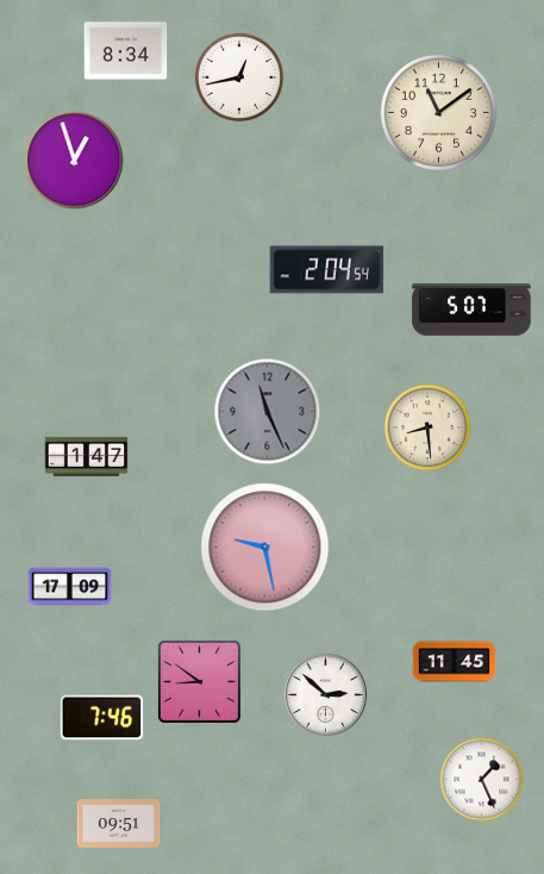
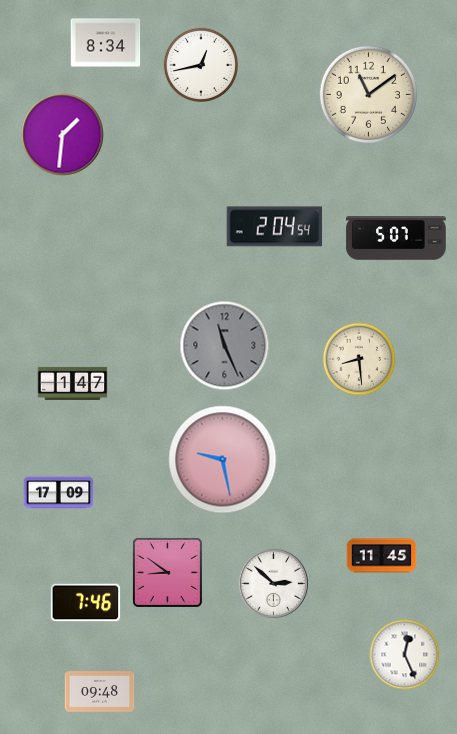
clock at (75, 161): 12:57 -> 1:31
clock at (471, 310) position: (471, 310) -> (396, 238)
clock at (482, 780): 1:26 -> 12:26
clock at (119, 824): 09:51 -> 09:48
